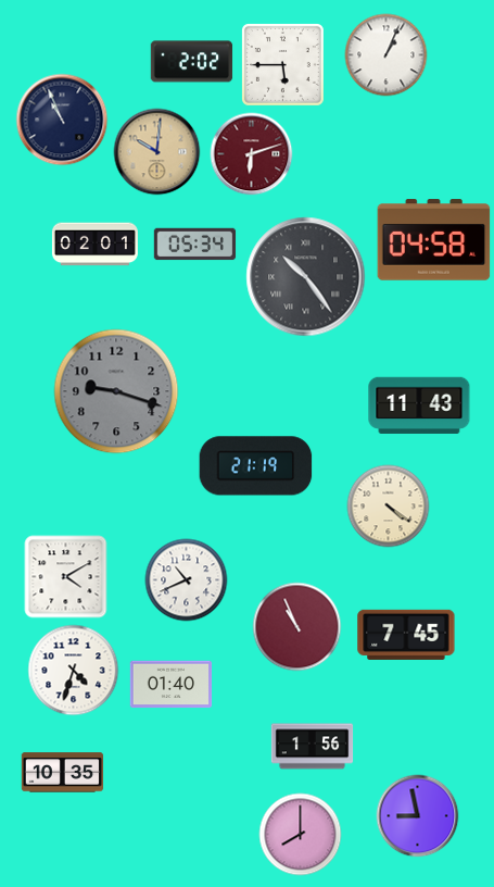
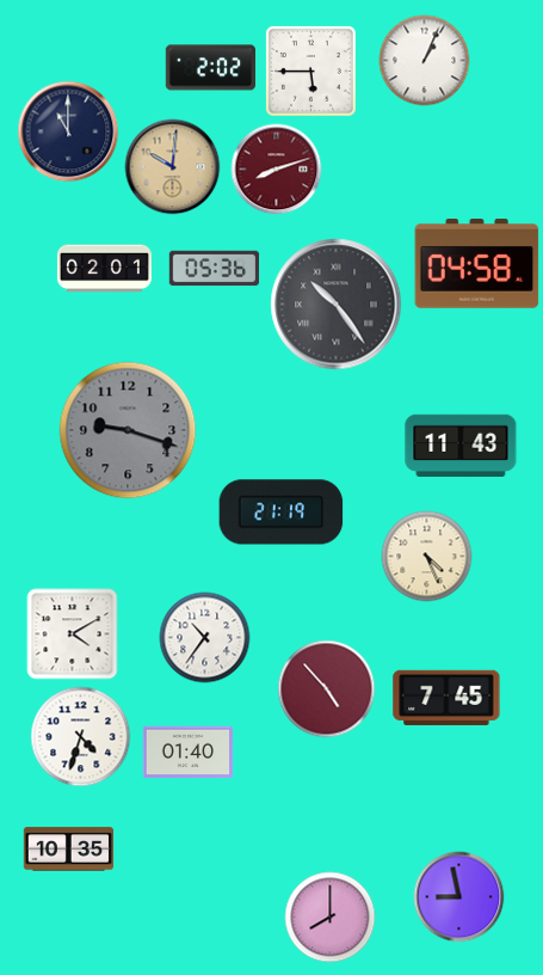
clock at (62, 120): 10:56 -> 11:00
clock at (252, 154): 6:12 -> 8:12
clock at (195, 245): 05:34 -> 05:36
clock at (389, 507): 4:21 -> 4:26
clock at (187, 580): 10:41 -> 10:36
clock at (297, 627): 10:56 -> 4:53
clock at (313, 747): 1:56 -> none
